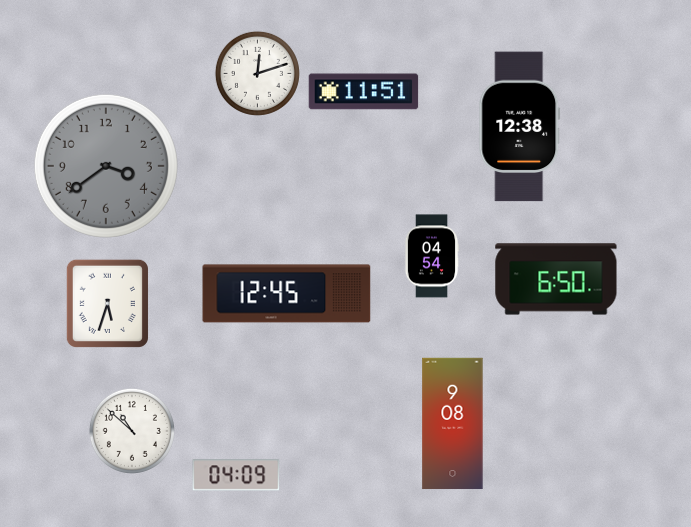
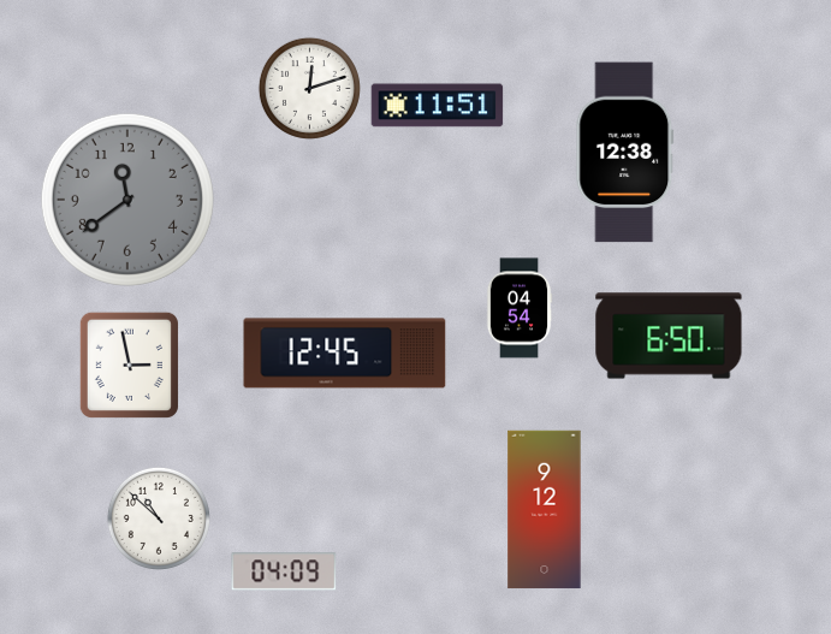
clock at (364, 92) position: (364, 92) -> (438, 106)
clock at (106, 166): 3:39 -> 11:39
clock at (107, 303): 5:33 -> 2:58
clock at (453, 424): 9:08 -> 9:12
